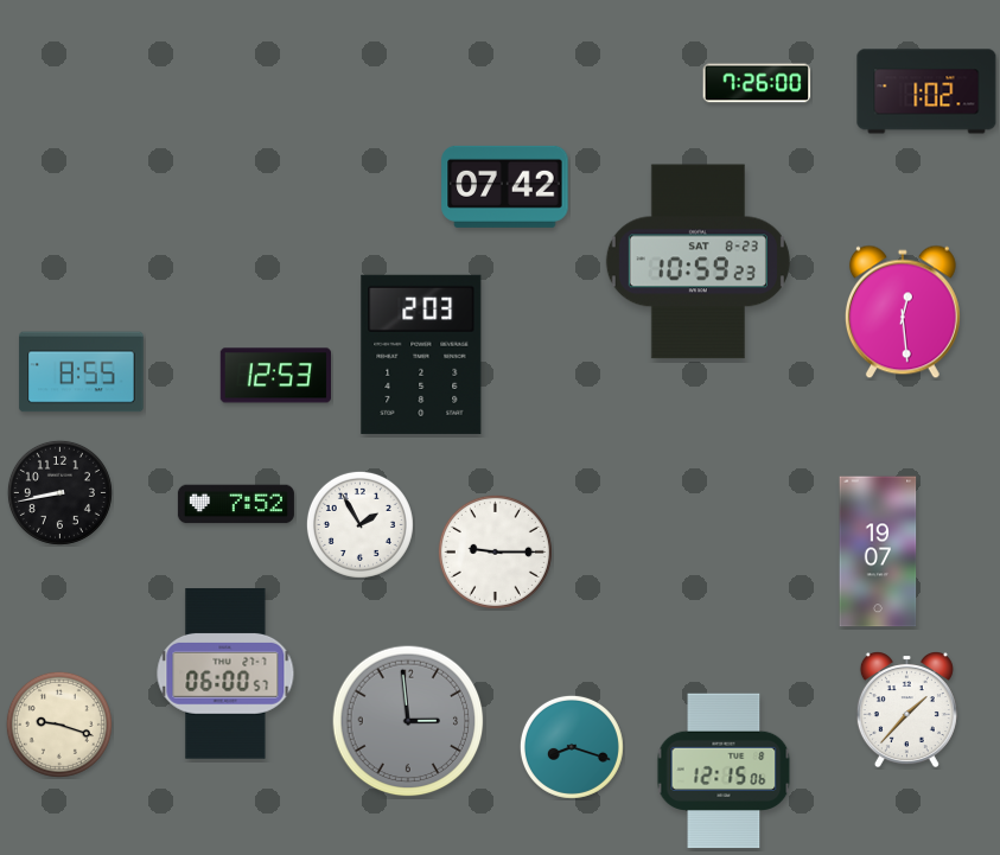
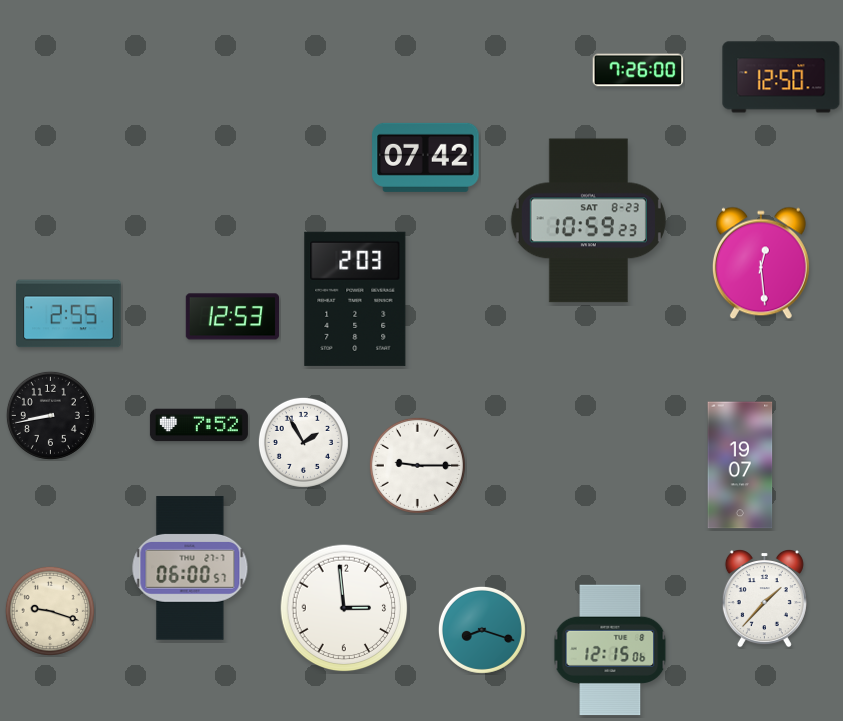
clock at (926, 91): 1:02 -> 12:50
clock at (82, 372): 8:55 -> 2:55
clock at (408, 721) dial: grey -> white
